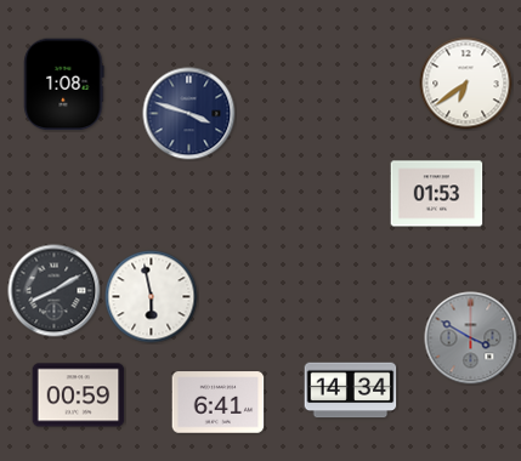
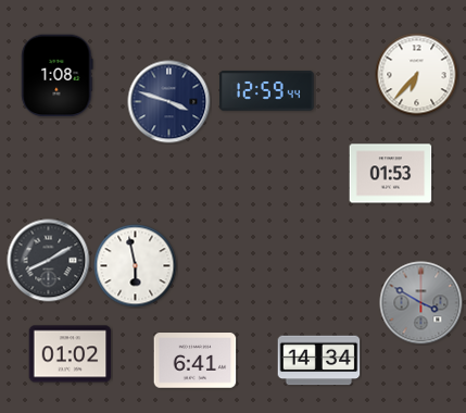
clock at (466, 84): 6:39 -> 6:37
clock at (267, 91): none -> 12:59
clock at (351, 391) position: (351, 391) -> (319, 361)
clock at (79, 395): 00:59 -> 01:02
